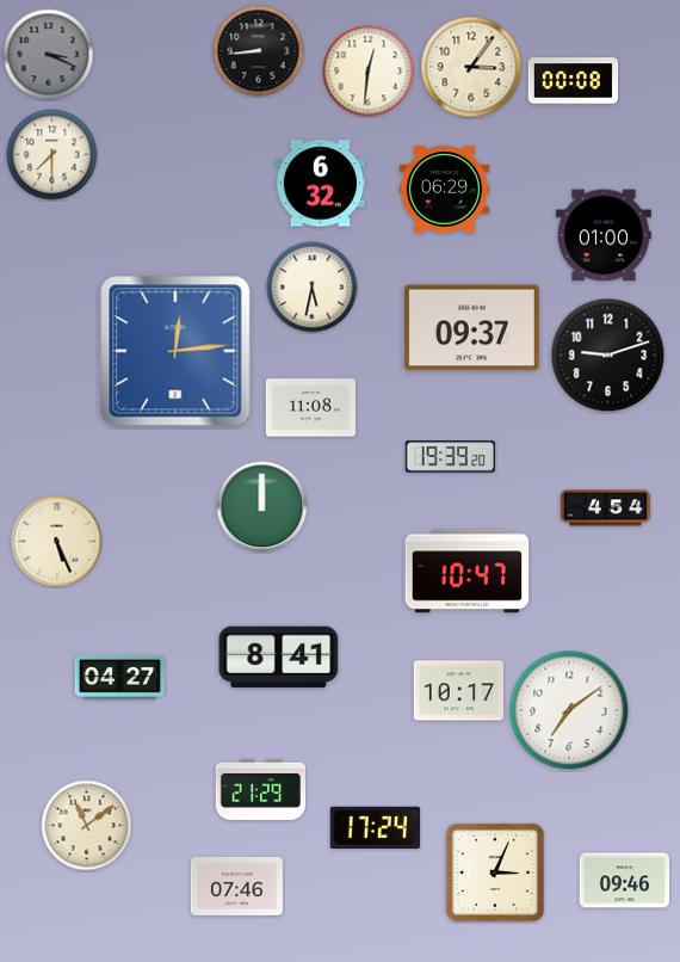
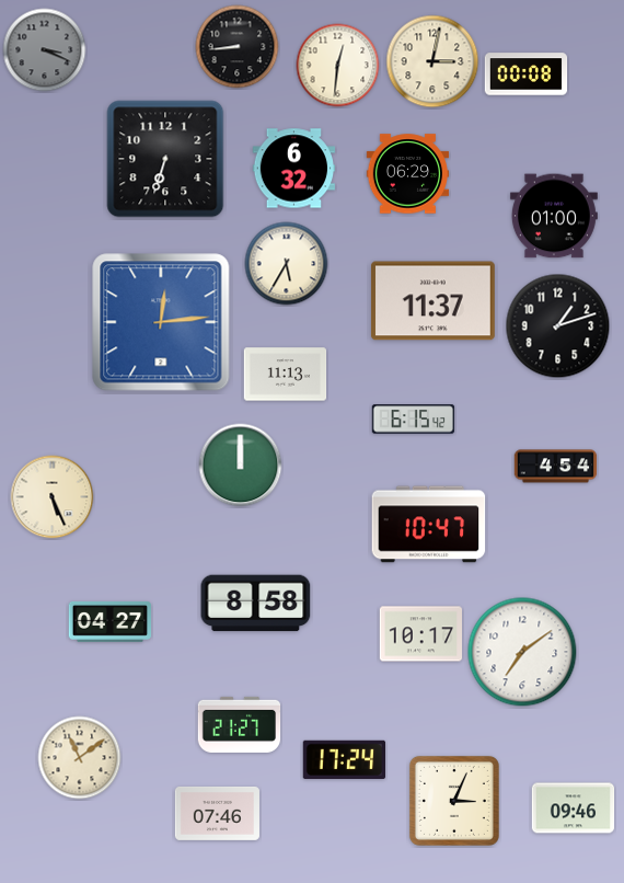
clock at (471, 67): 3:06 -> 3:02
clock at (52, 155): 7:30 -> none
clock at (165, 159): none -> 6:33
clock at (313, 288): 5:32 -> 5:35
clock at (471, 328): 09:37 -> 11:37
clock at (608, 356): 9:12 -> 1:12
clock at (311, 408): 11:08 -> 11:13
clock at (451, 457): 19:39 -> 6:15
clock at (279, 658): 8:41 -> 8:58
clock at (261, 789): 21:29 -> 21:27
